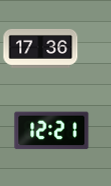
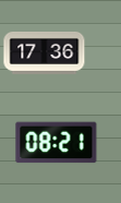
clock at (52, 131): 12:21 -> 08:21
